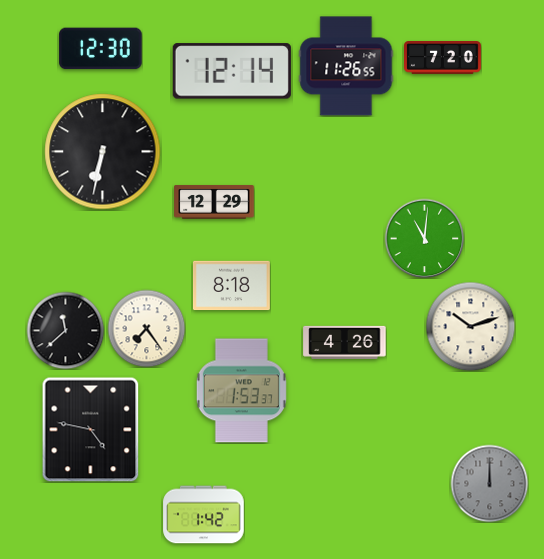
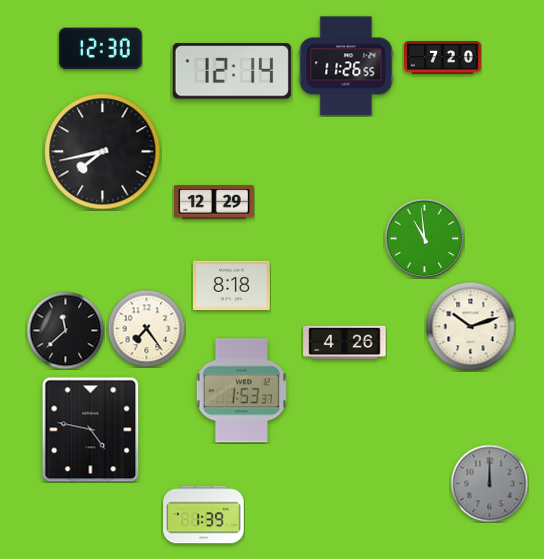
clock at (103, 152): 6:32 -> 7:43
clock at (424, 238): 11:01 -> 10:59
clock at (204, 515): 1:42 -> 1:39
